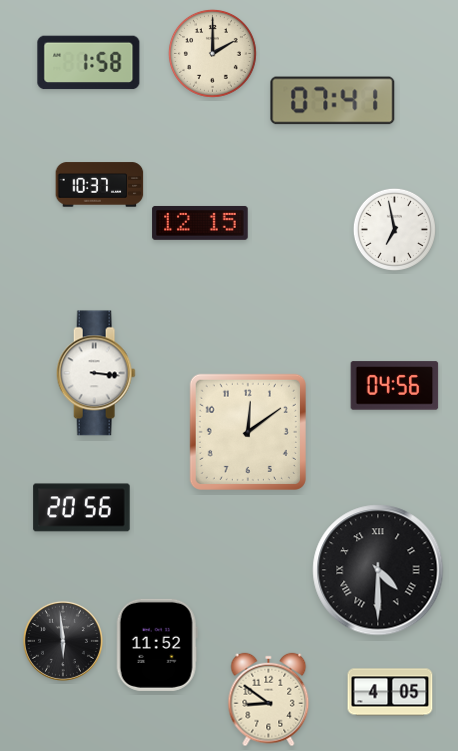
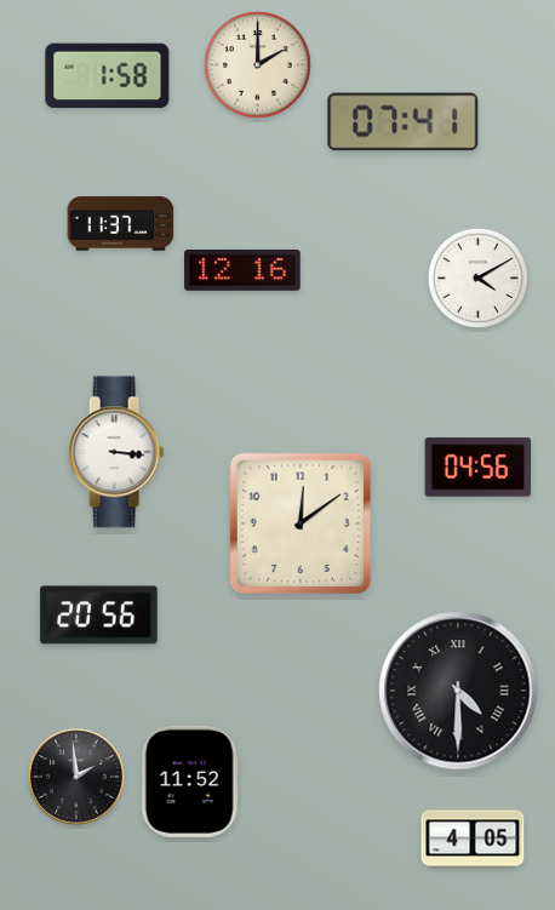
clock at (100, 185): 10:37 -> 11:37
clock at (200, 223): 12:15 -> 12:16
clock at (394, 229): 6:58 -> 4:10
clock at (63, 641): 5:59 -> 1:59
clock at (269, 700): 8:51 -> none
